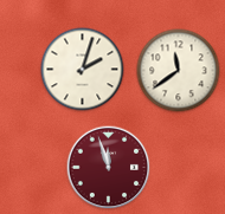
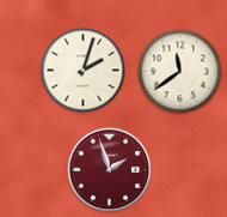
clock at (109, 168): 11:57 -> 1:57
